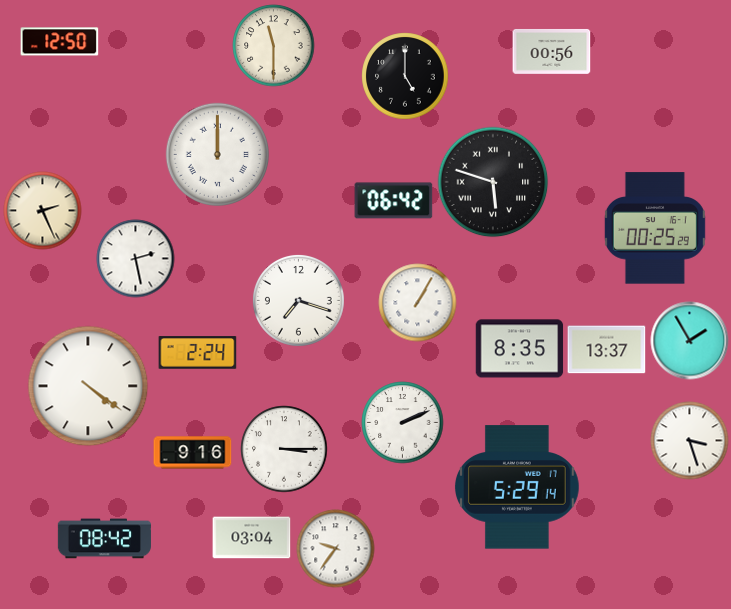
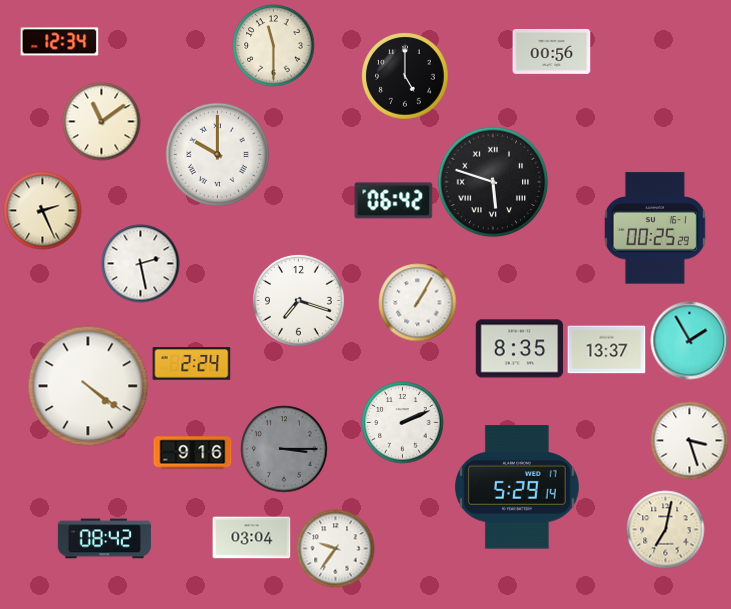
clock at (59, 42): 12:50 -> 12:34
clock at (101, 121): none -> 11:09
clock at (217, 154): 12:00 -> 10:00
clock at (135, 258) position: (135, 258) -> (140, 263)
clock at (197, 353) position: (197, 353) -> (191, 364)
clock at (284, 449) dial: white -> grey
clock at (665, 529): none -> 7:02
